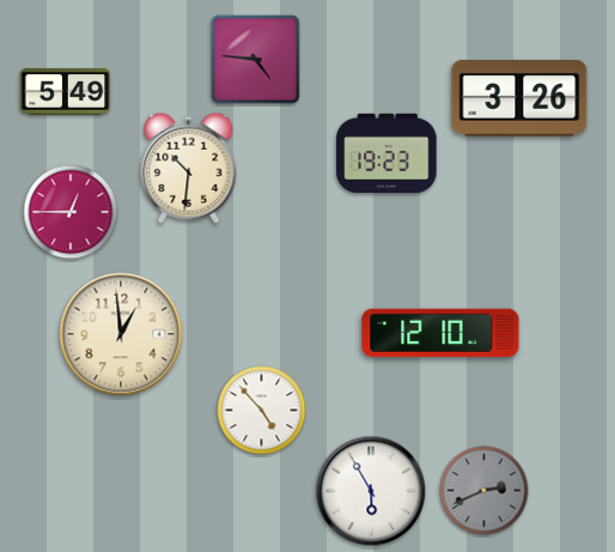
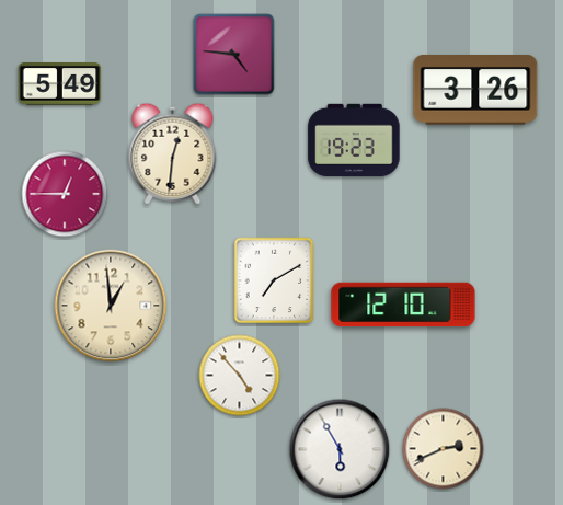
clock at (189, 168): 10:31 -> 12:31
clock at (274, 280): none -> 7:10
clock at (485, 491) dial: grey -> cream
